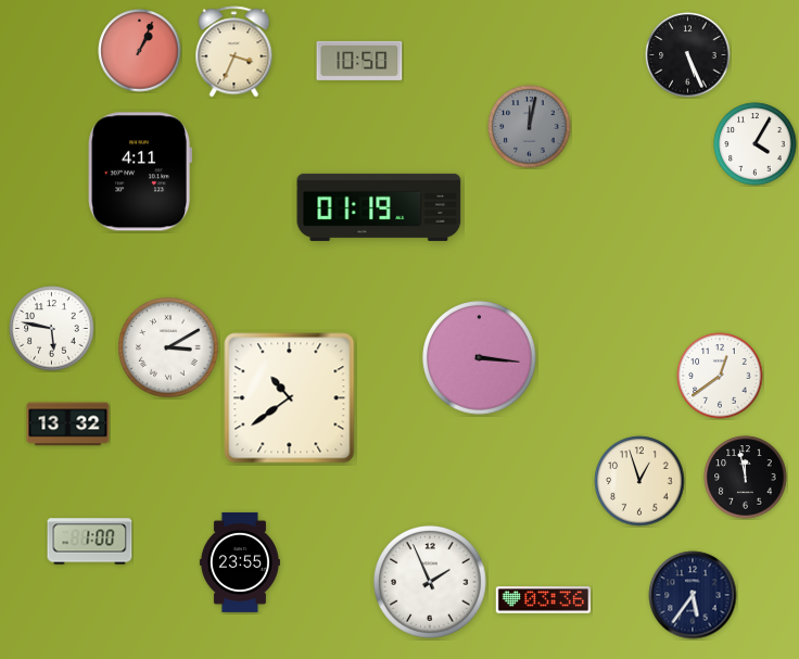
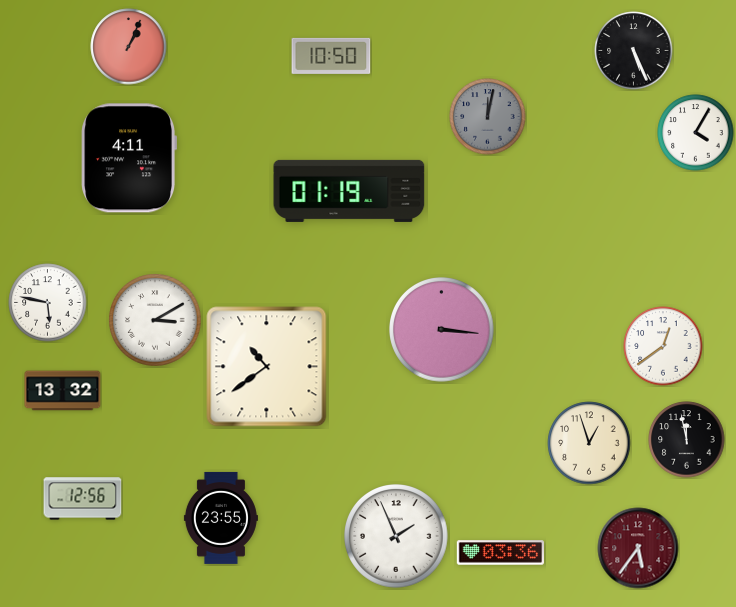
clock at (234, 52): 3:34 -> none
clock at (90, 542): 1:00 -> 12:56
clock at (693, 595) dial: navy -> burgundy
